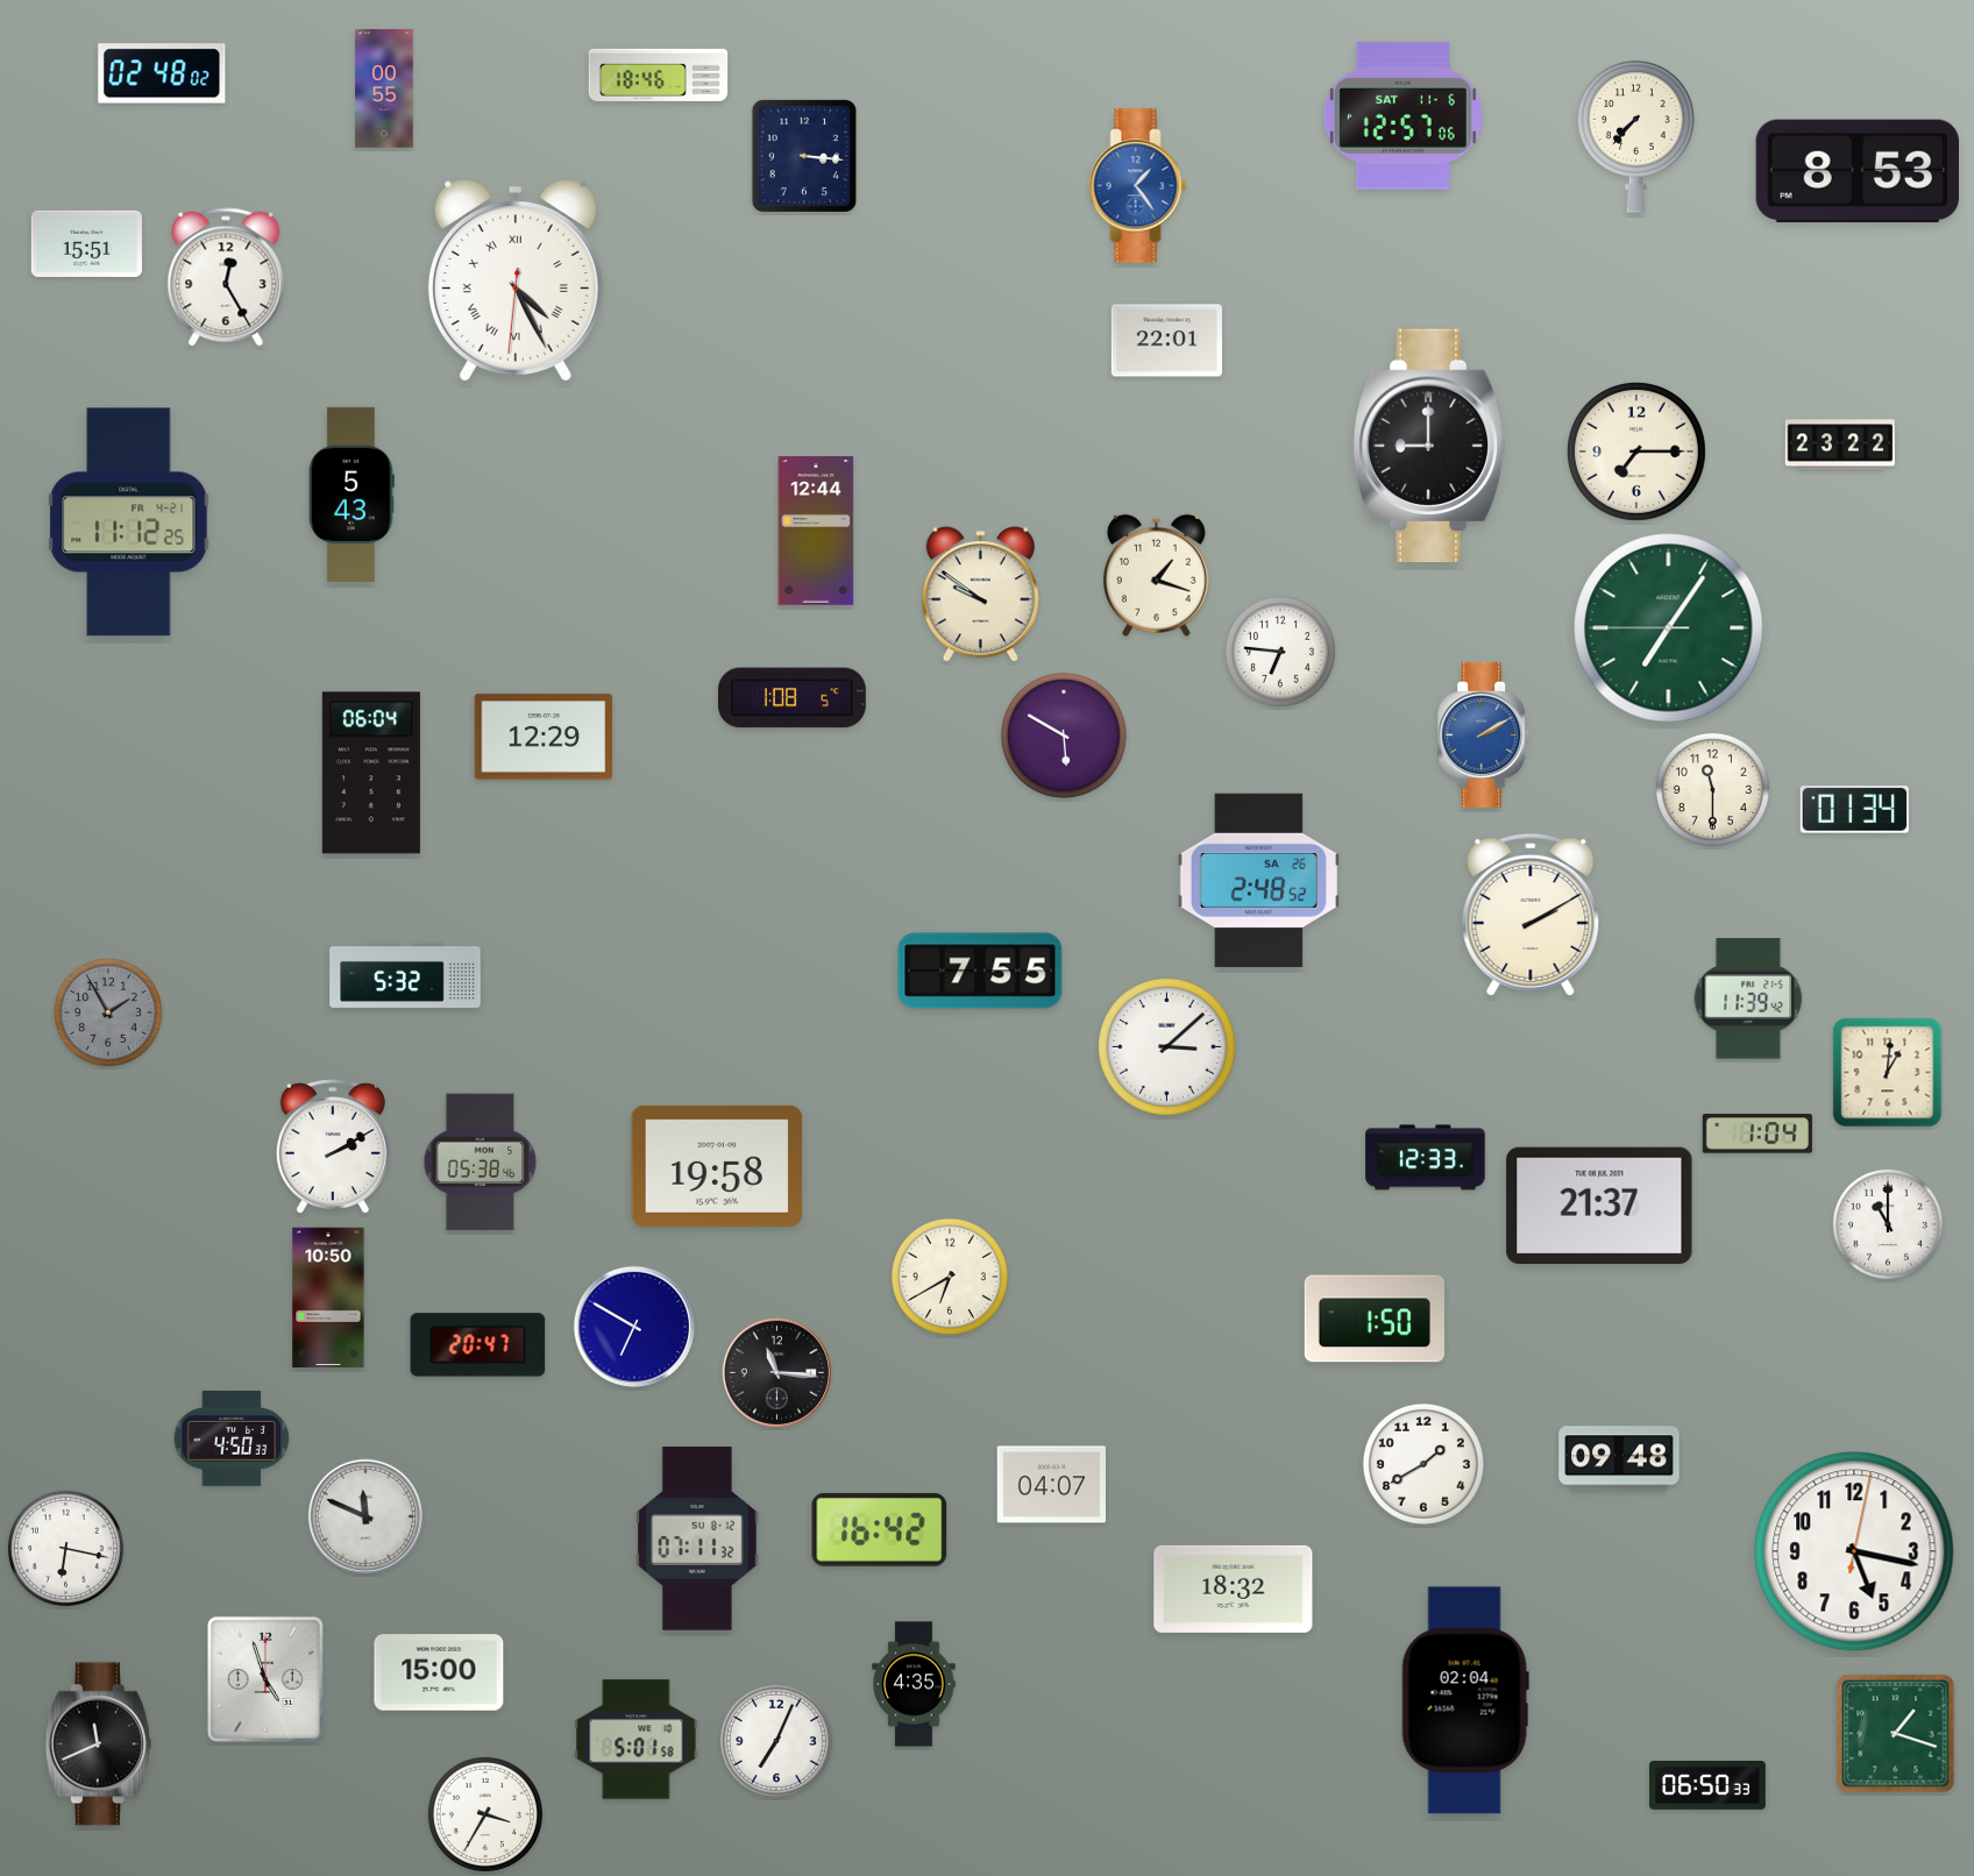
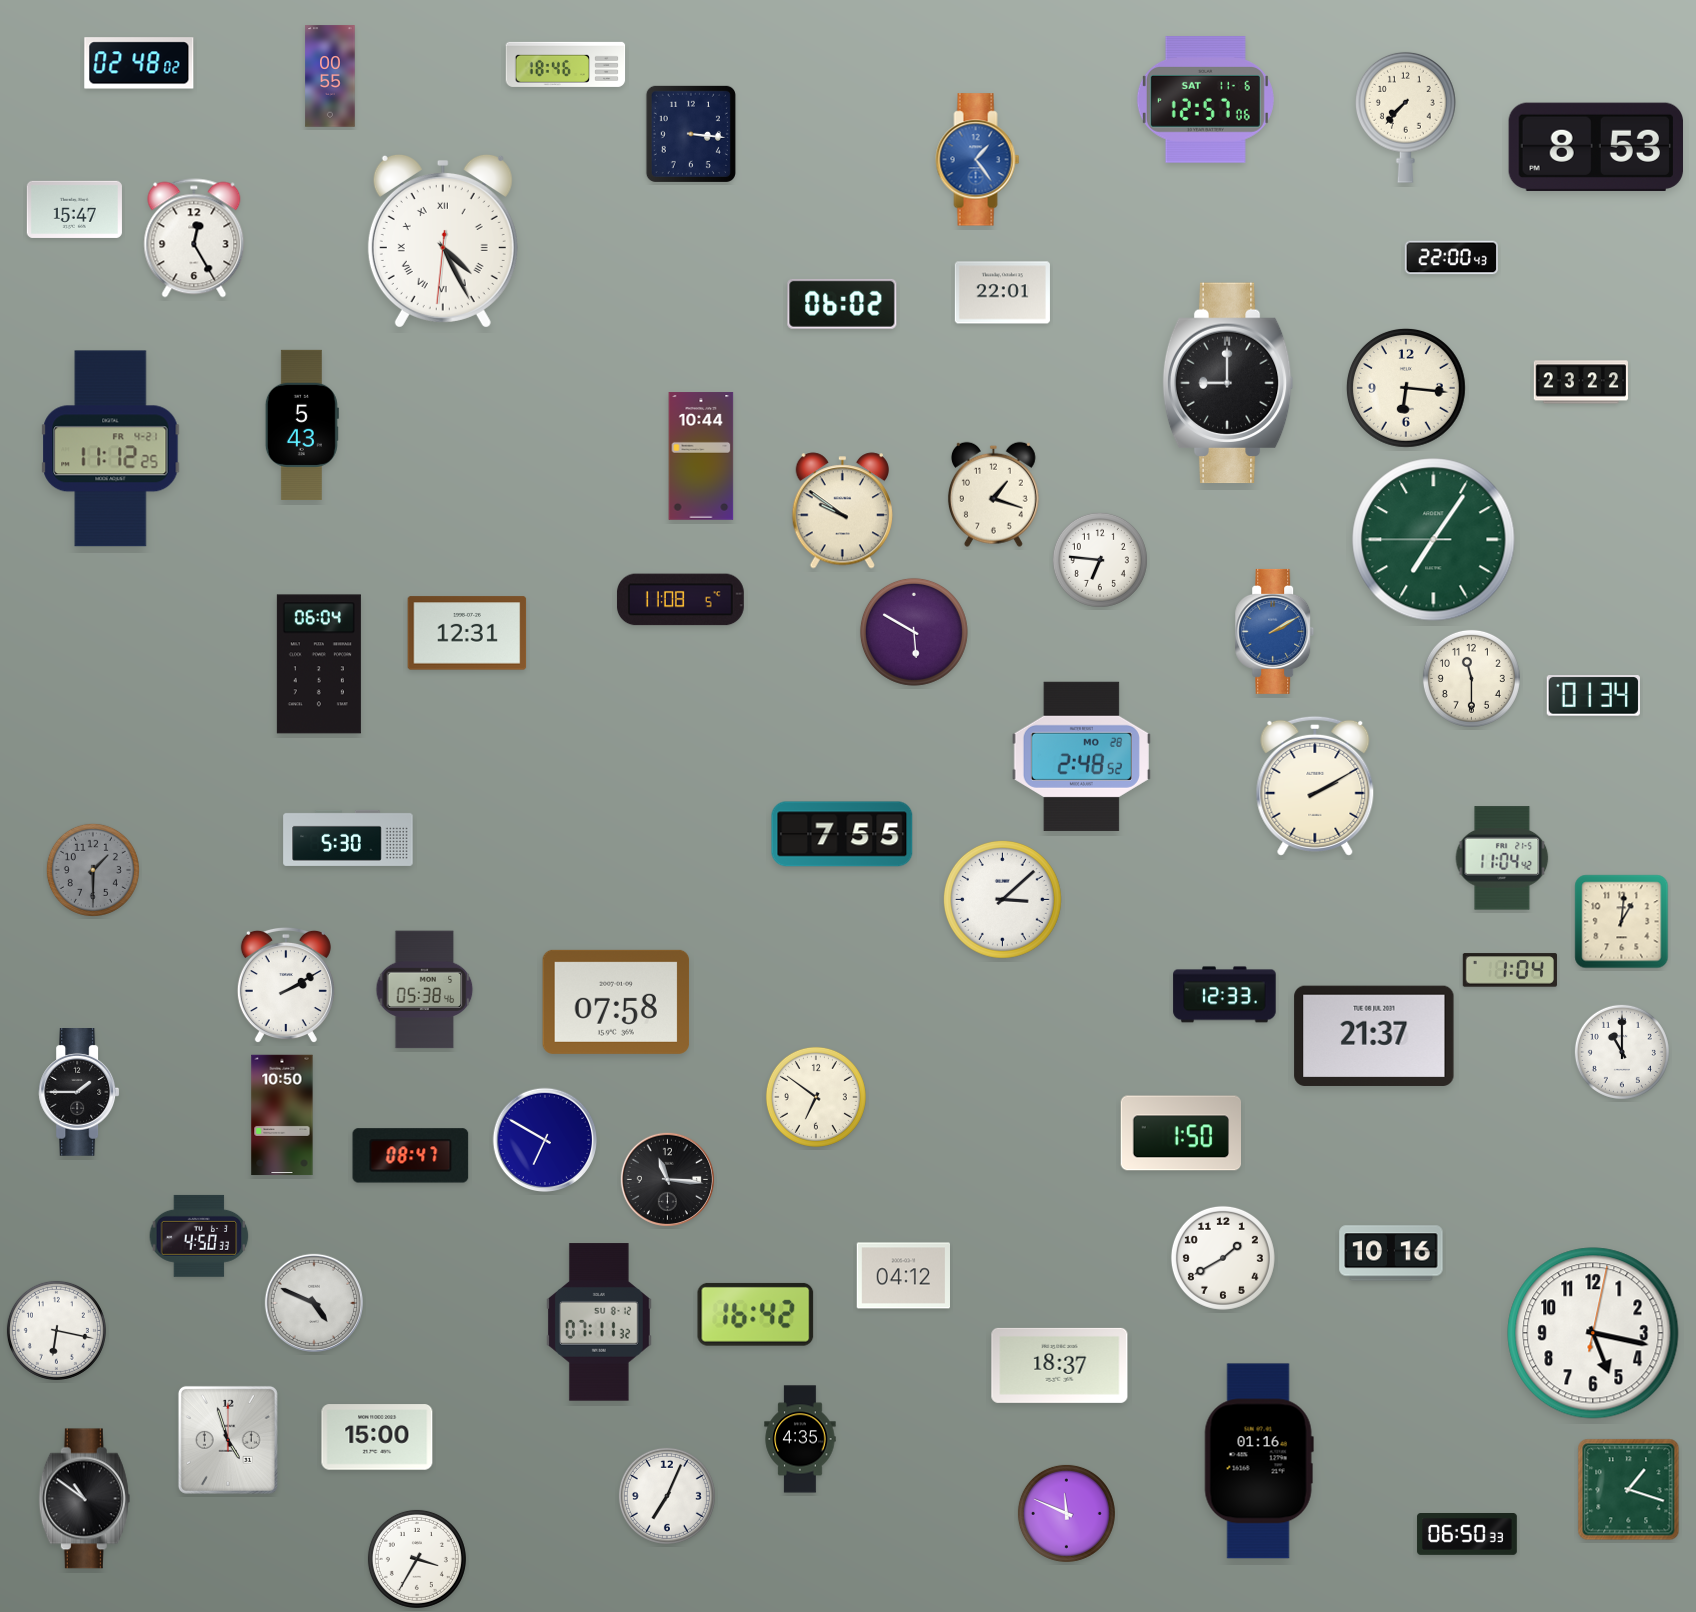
clock at (86, 243): 15:51 -> 15:47
clock at (1451, 258): none -> 22:00
clock at (842, 304): none -> 06:02
clock at (1636, 452): 7:15 -> 6:16
clock at (816, 531): 12:44 -> 10:44
clock at (791, 698): 1:08 -> 11:08
clock at (544, 737): 12:29 -> 12:31
clock at (1258, 880) date: SA 26 -> MO 28
clock at (405, 975): 5:32 -> 5:30
clock at (1748, 999): 11:39 -> 11:04
clock at (108, 1012): 1:55 -> 1:30
clock at (1758, 1134) position: (1758, 1134) -> (1510, 970)
clock at (481, 1163) position: (481, 1163) -> (425, 990)
clock at (717, 1166): 19:58 -> 07:58
clock at (79, 1093): none -> 1:45
clock at (950, 1277): 6:40 -> 6:51
clock at (478, 1345): 20:47 -> 08:47
clock at (1619, 1458): 09:48 -> 10:16
clock at (1051, 1485): 04:07 -> 04:12
clock at (364, 1515): 11:49 -> 4:49
clock at (1234, 1589): 18:32 -> 18:37
clock at (265, 1679) position: (265, 1679) -> (228, 1440)
clock at (914, 1684) position: (914, 1684) -> (800, 1439)
clock at (1465, 1700): 02:04 -> 01:16
clock at (637, 1740): 5:01 -> none
clock at (98, 1744): 11:41 -> 10:51
clock at (1066, 1513): none -> 11:49
